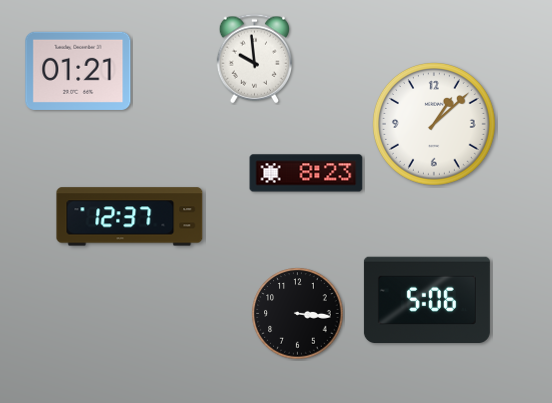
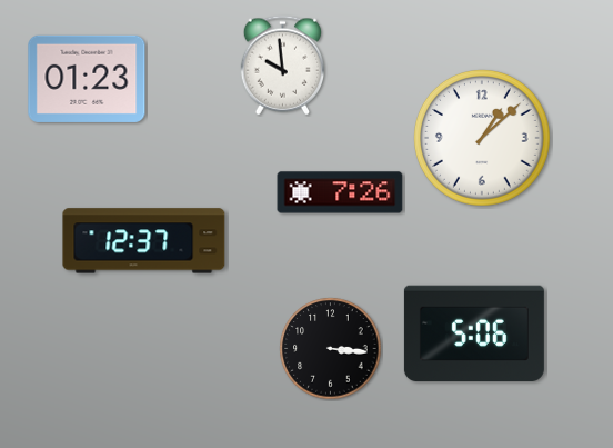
clock at (78, 71): 01:21 -> 01:23
clock at (306, 173): 8:23 -> 7:26
